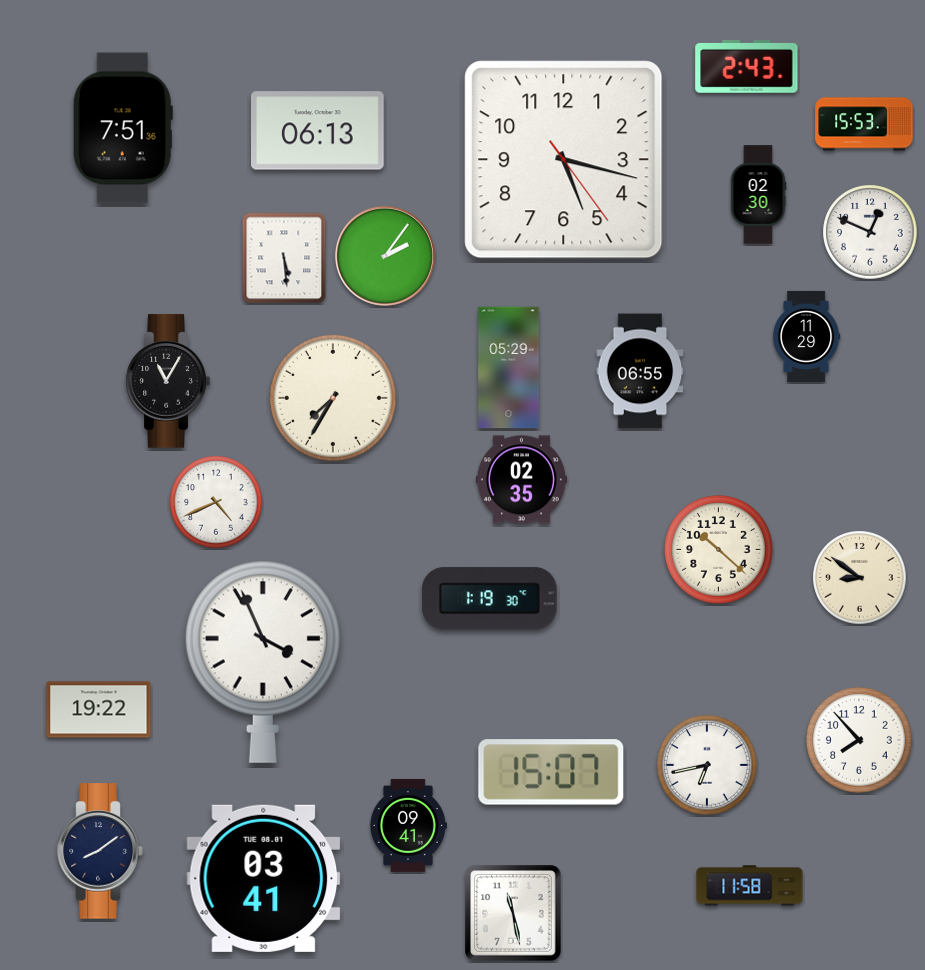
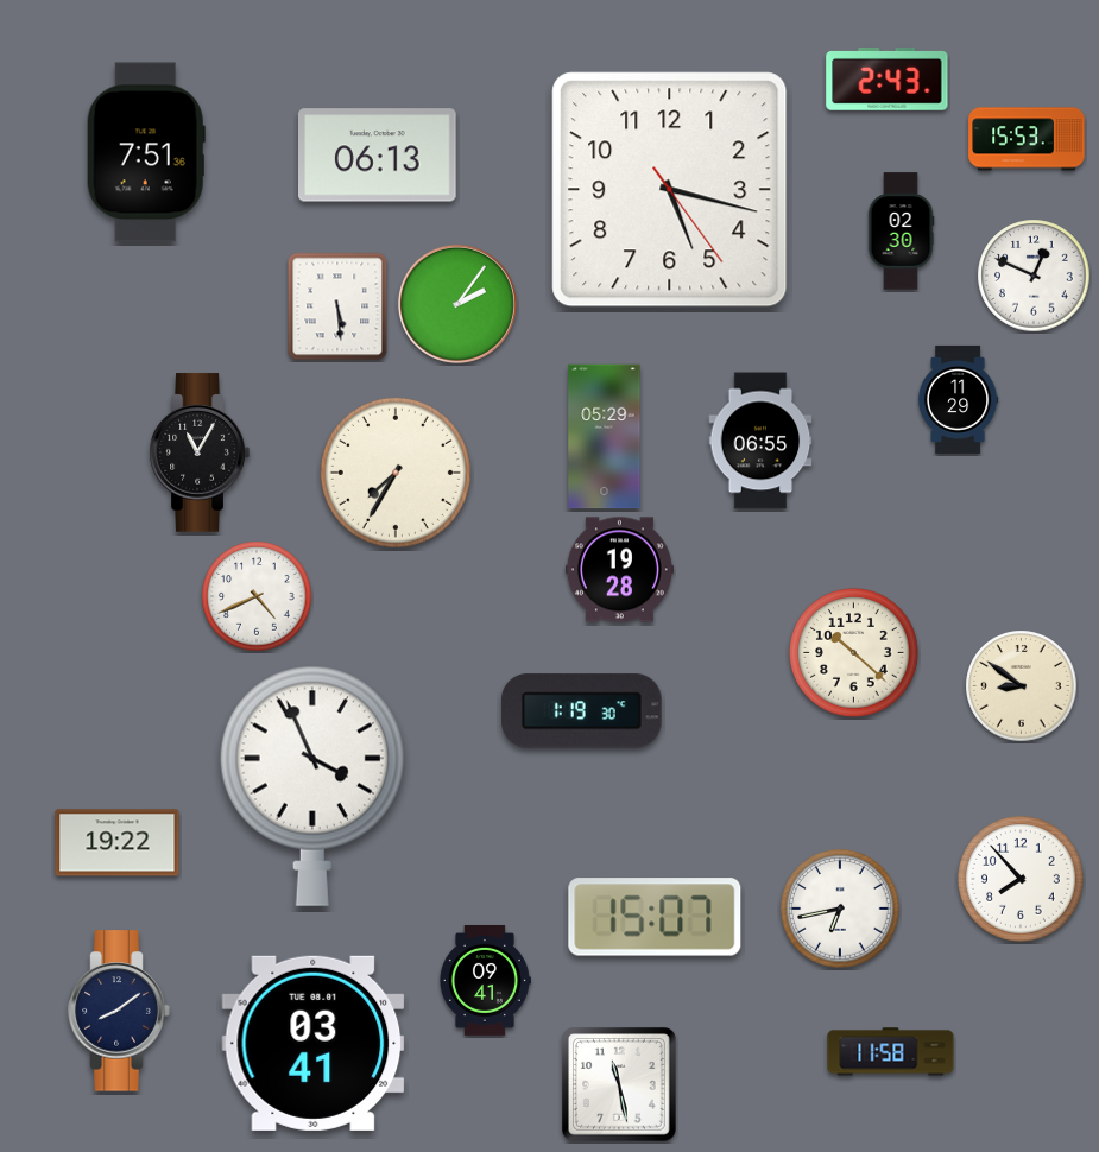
clock at (864, 124) position: (864, 124) -> (1027, 139)
clock at (521, 480): 02:35 -> 19:28
clock at (514, 914) position: (514, 914) -> (620, 1085)
